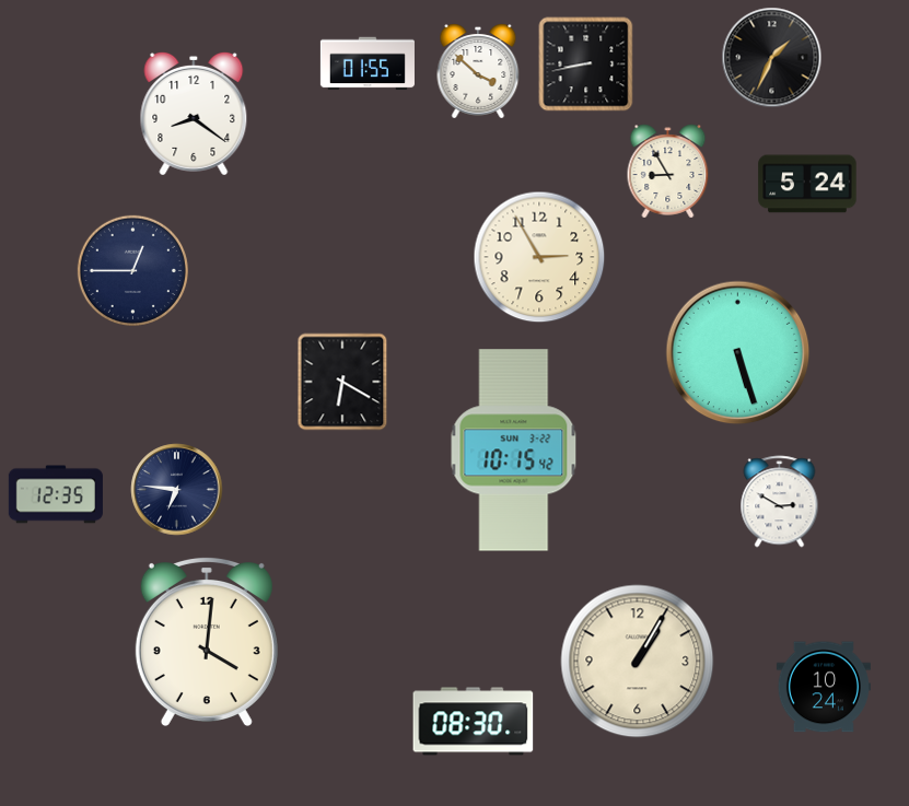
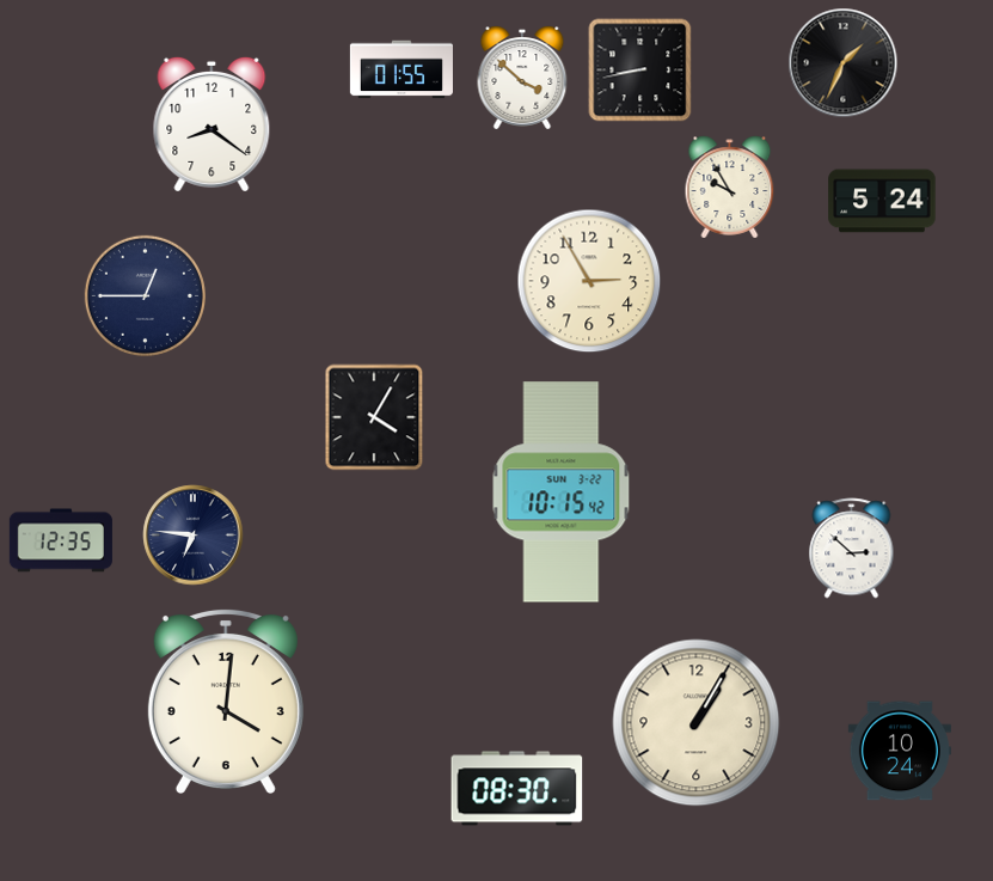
clock at (668, 172): 8:55 -> 9:55
clock at (738, 353): 5:27 -> none
clock at (342, 382): 6:20 -> 4:05
clock at (780, 502): 2:50 -> 2:52
